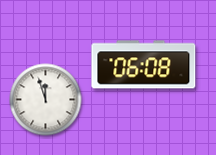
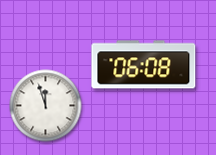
clock at (46, 100) position: (46, 100) -> (46, 106)
